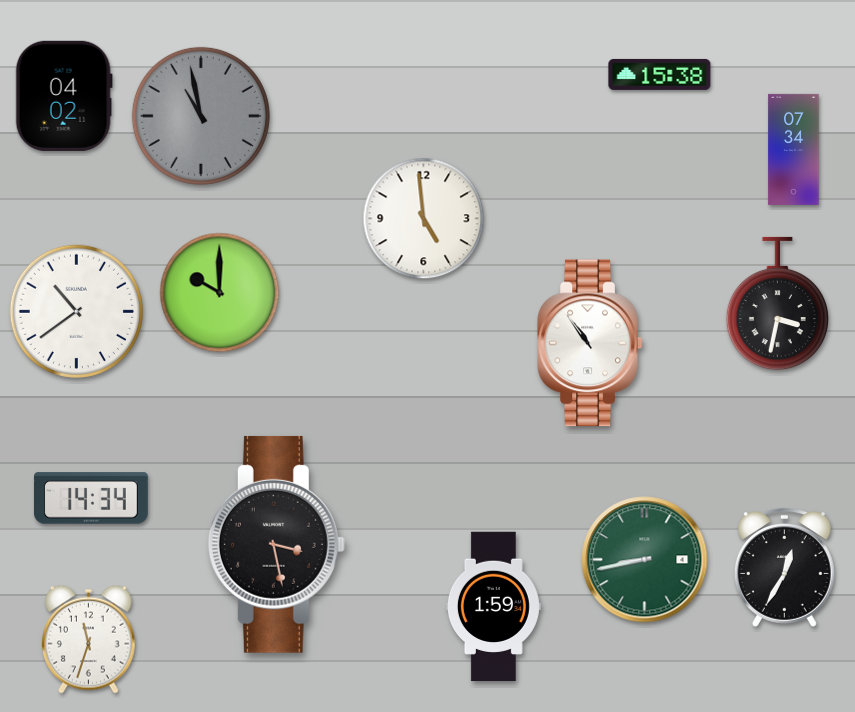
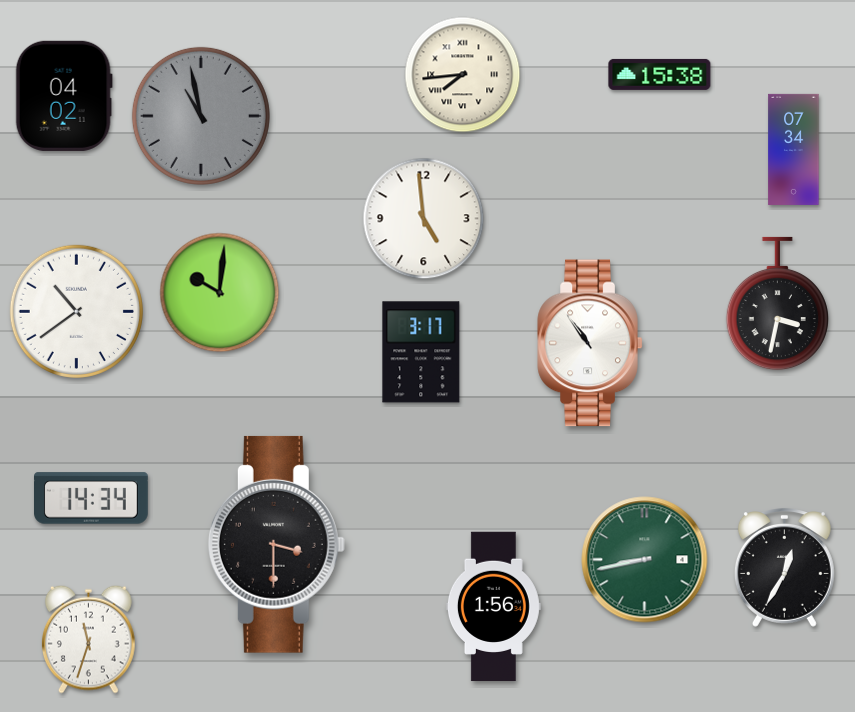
clock at (463, 75): none -> 7:44
clock at (220, 293): 10:00 -> 10:01
clock at (421, 352): none -> 3:17
clock at (276, 544): 3:28 -> 3:30
clock at (493, 607): 1:59 -> 1:56
